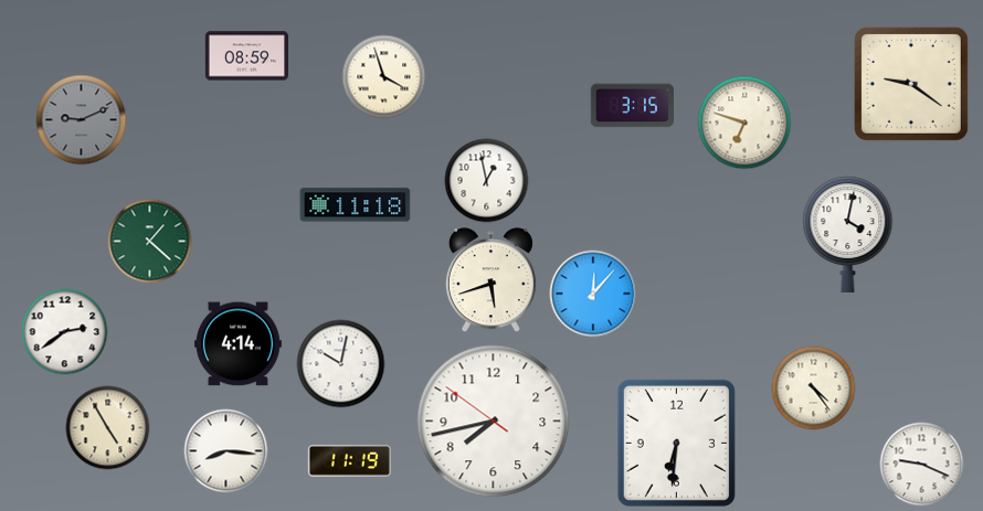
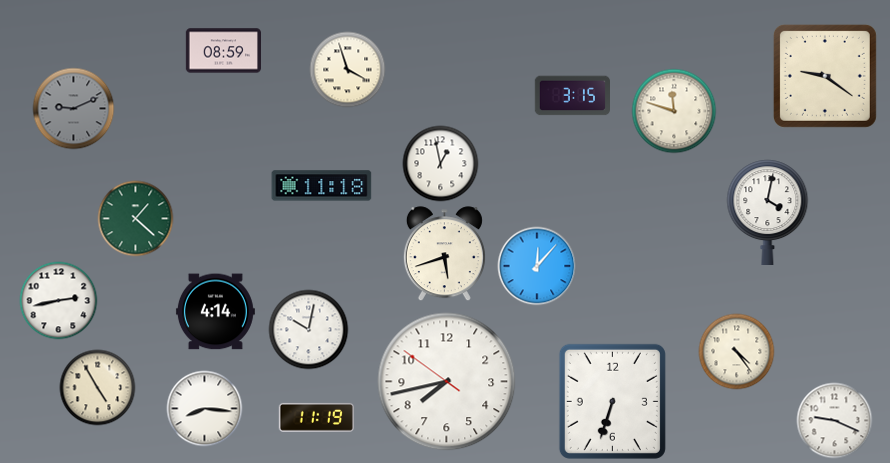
clock at (744, 123): 6:48 -> 11:48
clock at (65, 332): 2:39 -> 2:43
clock at (676, 443): 6:31 -> 6:33
